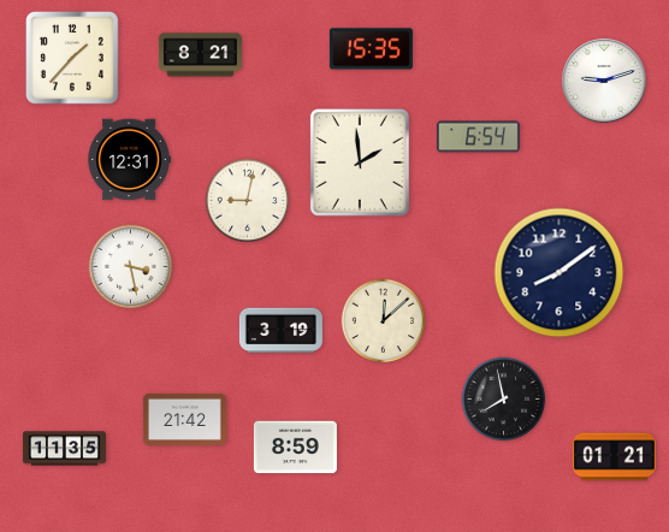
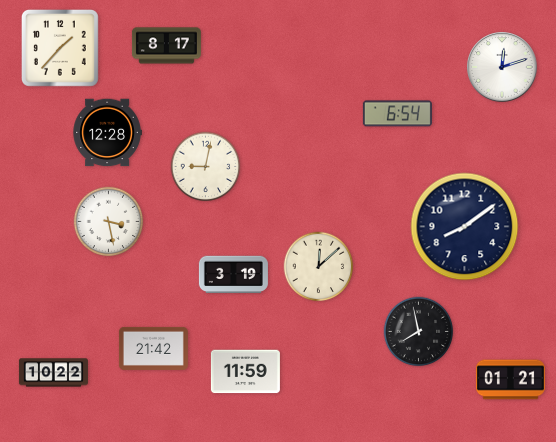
clock at (371, 49): 15:35 -> none
clock at (200, 55): 8:21 -> 8:17
clock at (604, 81): 9:12 -> 12:12
clock at (129, 160): 12:31 -> 12:28
clock at (360, 162): 1:59 -> none
clock at (295, 448): 8:59 -> 11:59
clock at (64, 449): 11:35 -> 10:22
